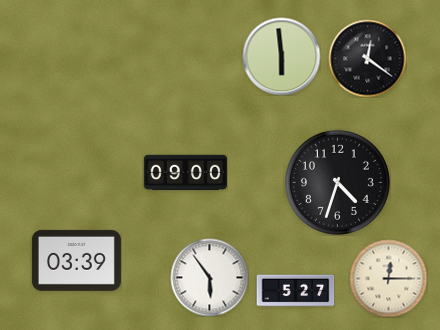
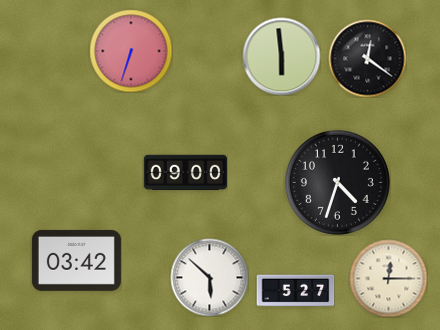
clock at (131, 51): none -> 6:33
clock at (76, 260): 03:39 -> 03:42
clock at (209, 277): 5:54 -> 5:52
